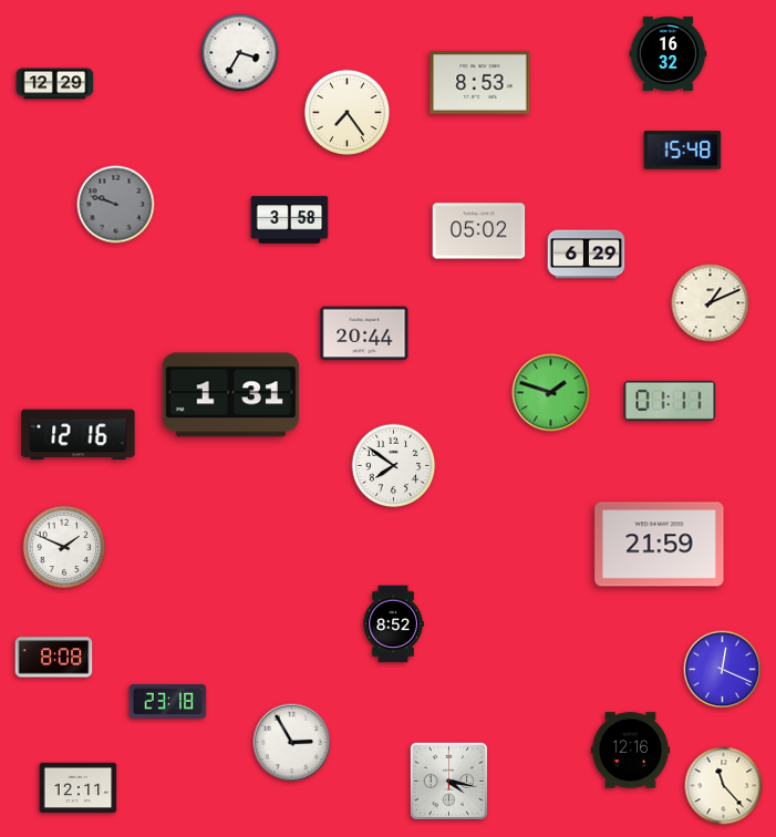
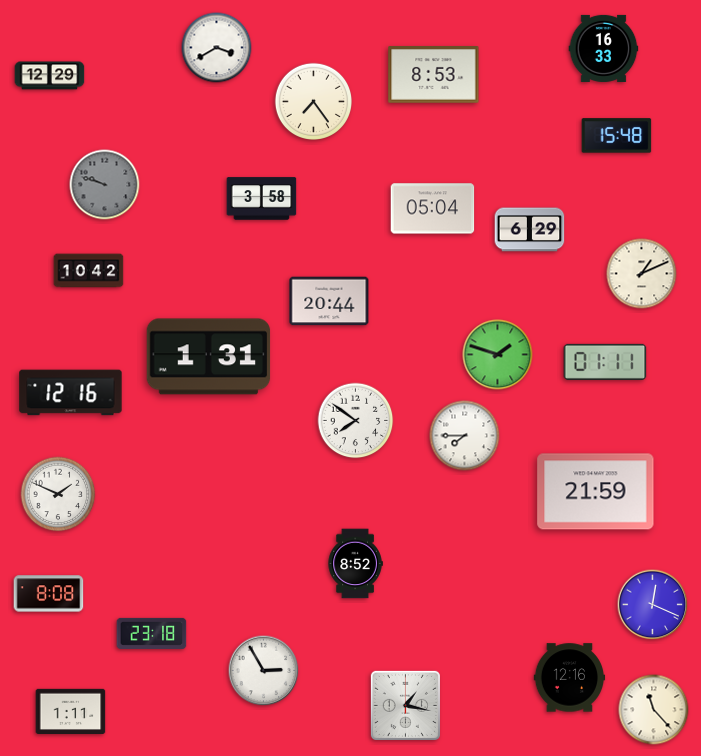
clock at (240, 53): 3:35 -> 3:40
clock at (669, 53): 16:32 -> 16:33
clock at (479, 231): 05:02 -> 05:04
clock at (89, 271): none -> 10:42
clock at (465, 436): none -> 7:45
clock at (448, 781): 4:17 -> 1:17
clock at (79, 787): 12:11 -> 1:11
